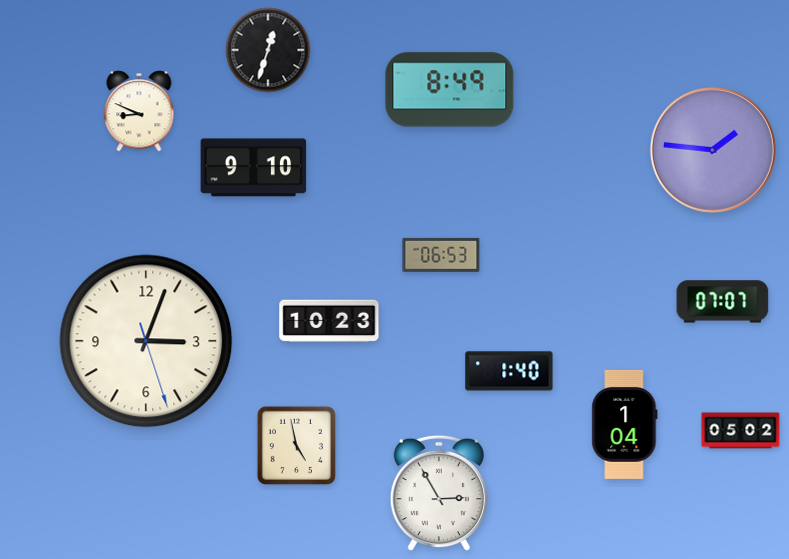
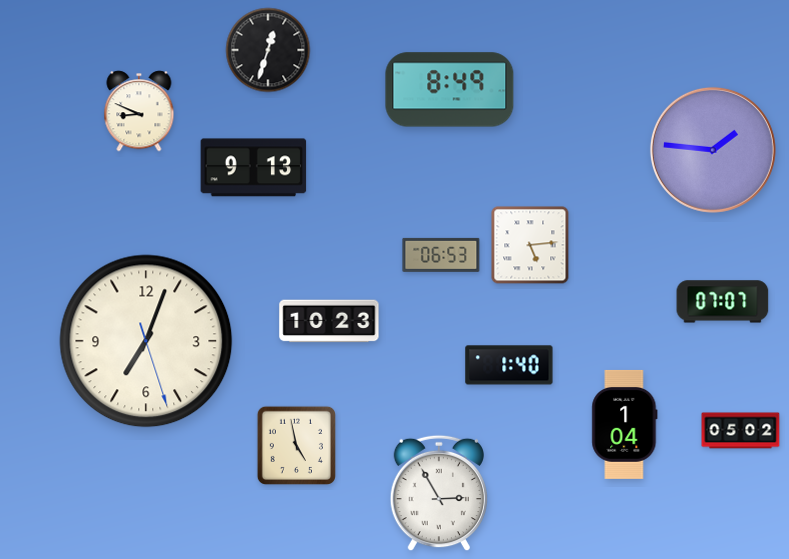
clock at (254, 168): 9:10 -> 9:13
clock at (530, 245): none -> 5:14
clock at (146, 341): 3:03 -> 7:03
clock at (509, 371) position: (509, 371) -> (509, 365)
